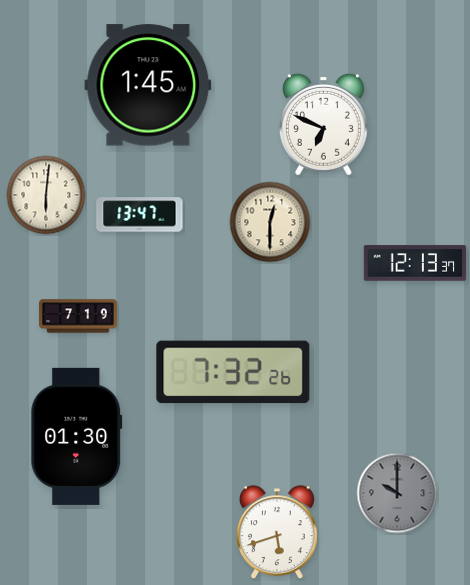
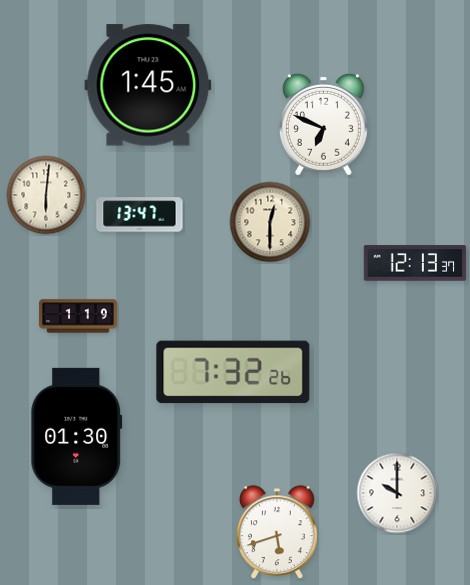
clock at (79, 316): 7:19 -> 1:19
clock at (397, 493) dial: grey -> white
